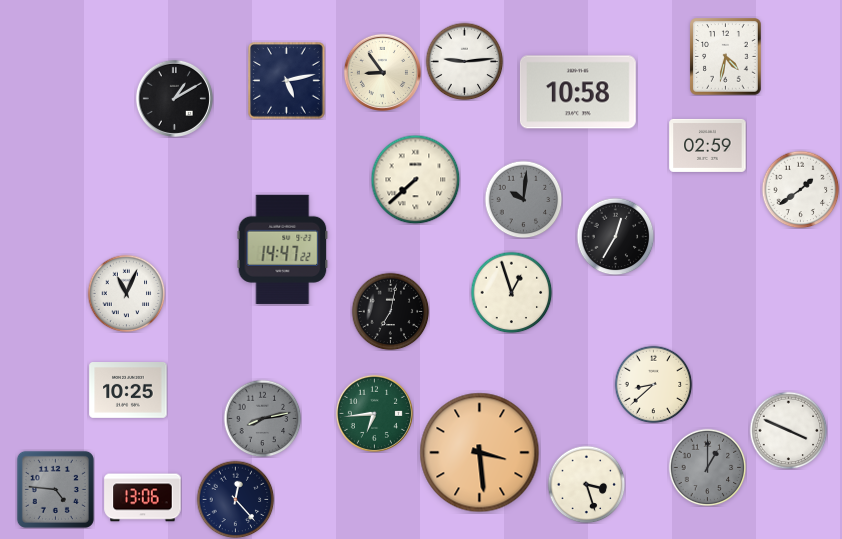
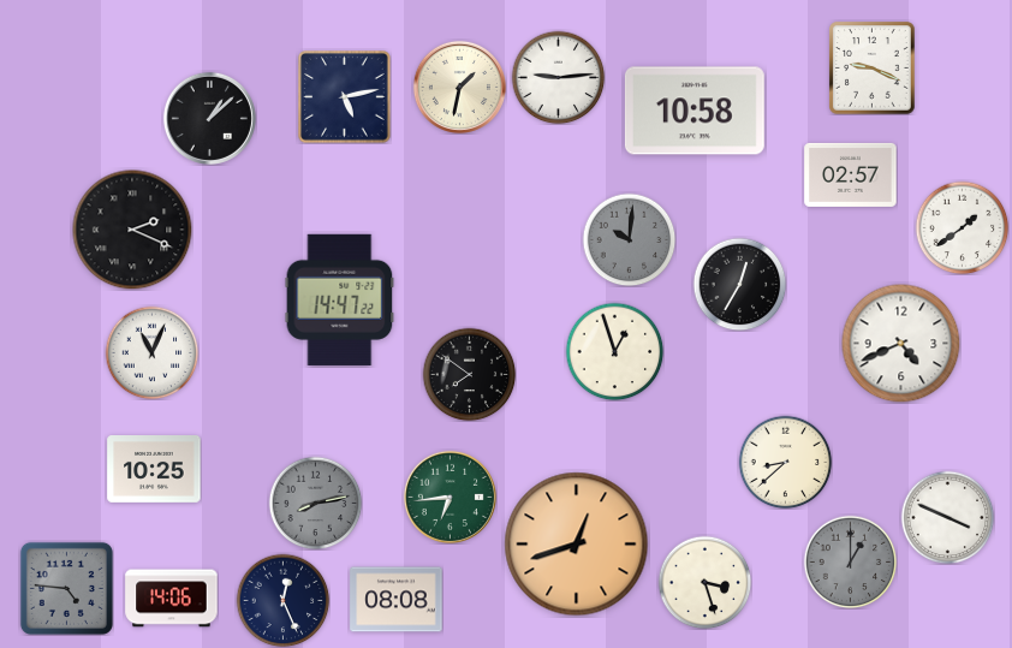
clock at (726, 57): 4:32 -> 9:19
clock at (464, 61) position: (464, 61) -> (558, 77)
clock at (382, 72): 8:54 -> 1:32
clock at (174, 98): 1:10 -> 1:08
clock at (708, 145): 02:59 -> 02:57
clock at (415, 179): 7:38 -> none
clock at (132, 230): none -> 2:19
clock at (901, 344): none -> 4:41
clock at (390, 311): 7:02 -> 7:51
clock at (480, 453): 3:29 -> 12:42
clock at (143, 498): 13:06 -> 14:06
clock at (235, 499): 12:23 -> 12:26
clock at (397, 600): none -> 08:08
